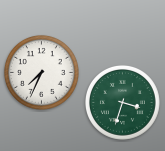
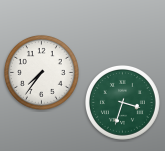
clock at (41, 72): 7:34 -> 7:36
